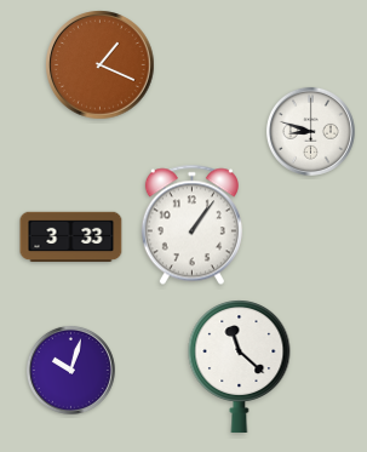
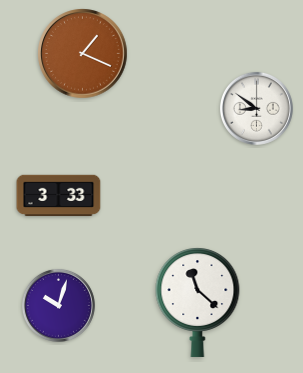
clock at (310, 131): 8:48 -> 8:51
clock at (191, 225): 1:06 -> none
